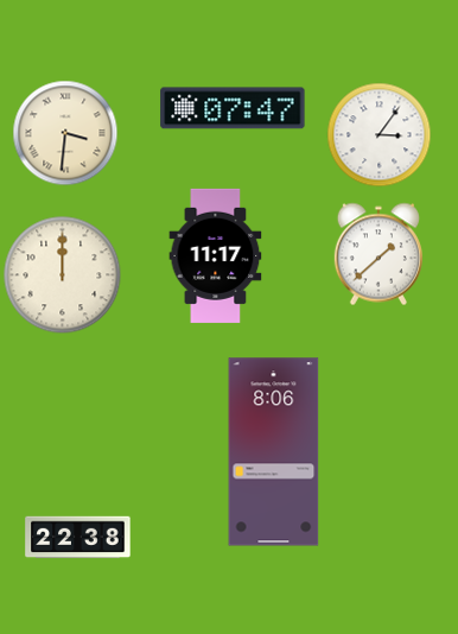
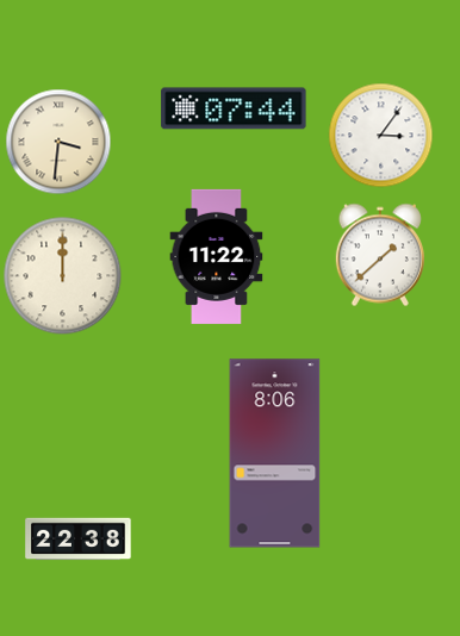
clock at (233, 108): 07:47 -> 07:44
clock at (65, 133) position: (65, 133) -> (58, 142)
clock at (216, 255): 11:17 -> 11:22
